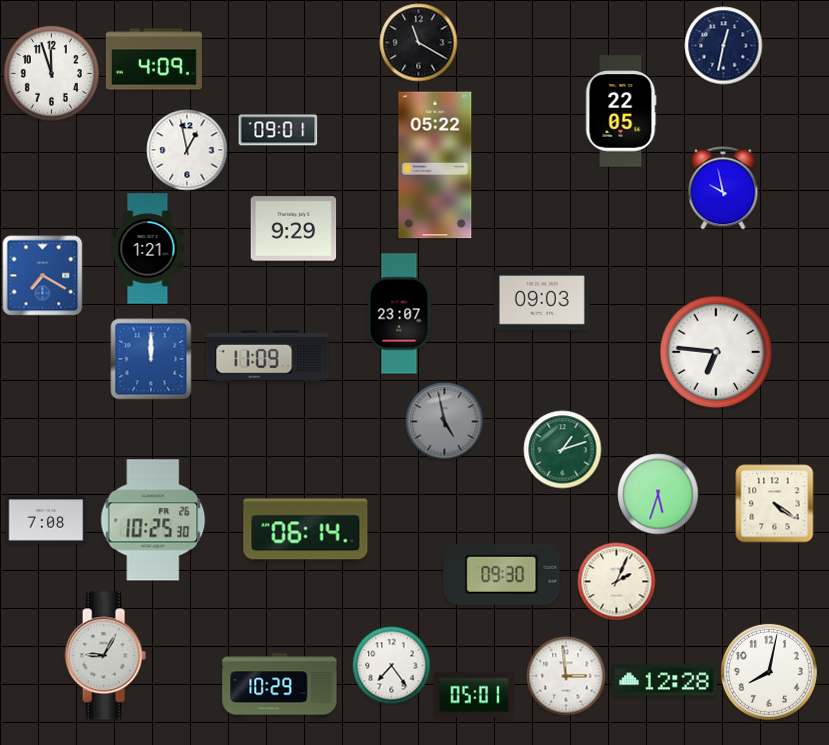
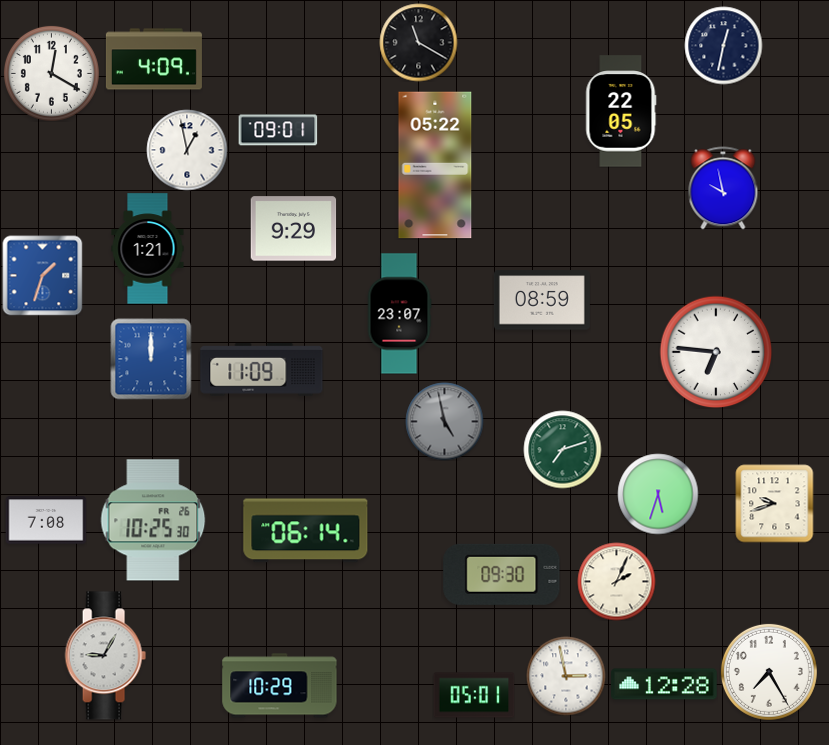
clock at (51, 73): 11:57 -> 12:20
clock at (42, 275): 7:20 -> 1:33
clock at (542, 300): 09:03 -> 08:59
clock at (268, 357) position: (268, 357) -> (262, 370)
clock at (562, 449): 1:12 -> 7:12
clock at (774, 503): 4:21 -> 9:42
clock at (391, 665): 7:24 -> none
clock at (769, 672): 8:02 -> 7:25
clock at (566, 676): 2:59 -> 2:58
clock at (664, 680) position: (664, 680) -> (664, 684)
